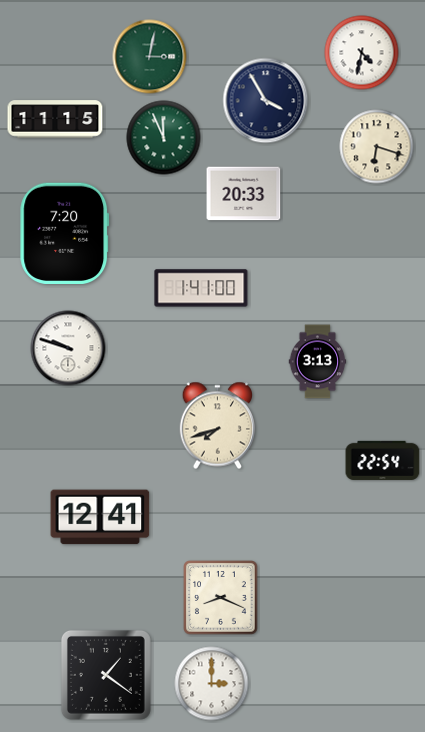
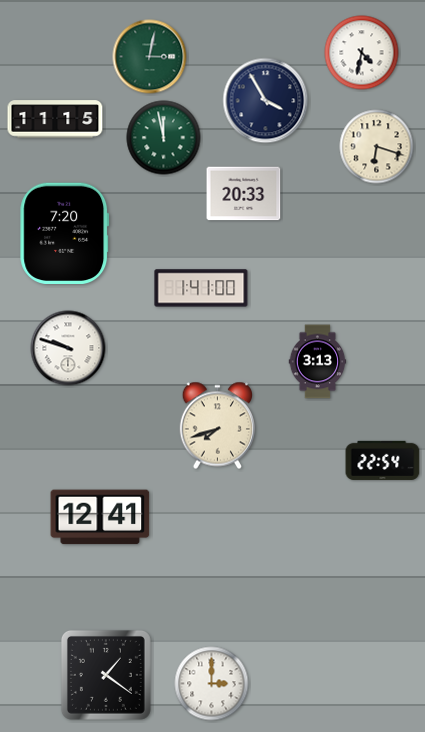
clock at (164, 138): 11:56 -> 11:58
clock at (221, 598): 8:19 -> none
